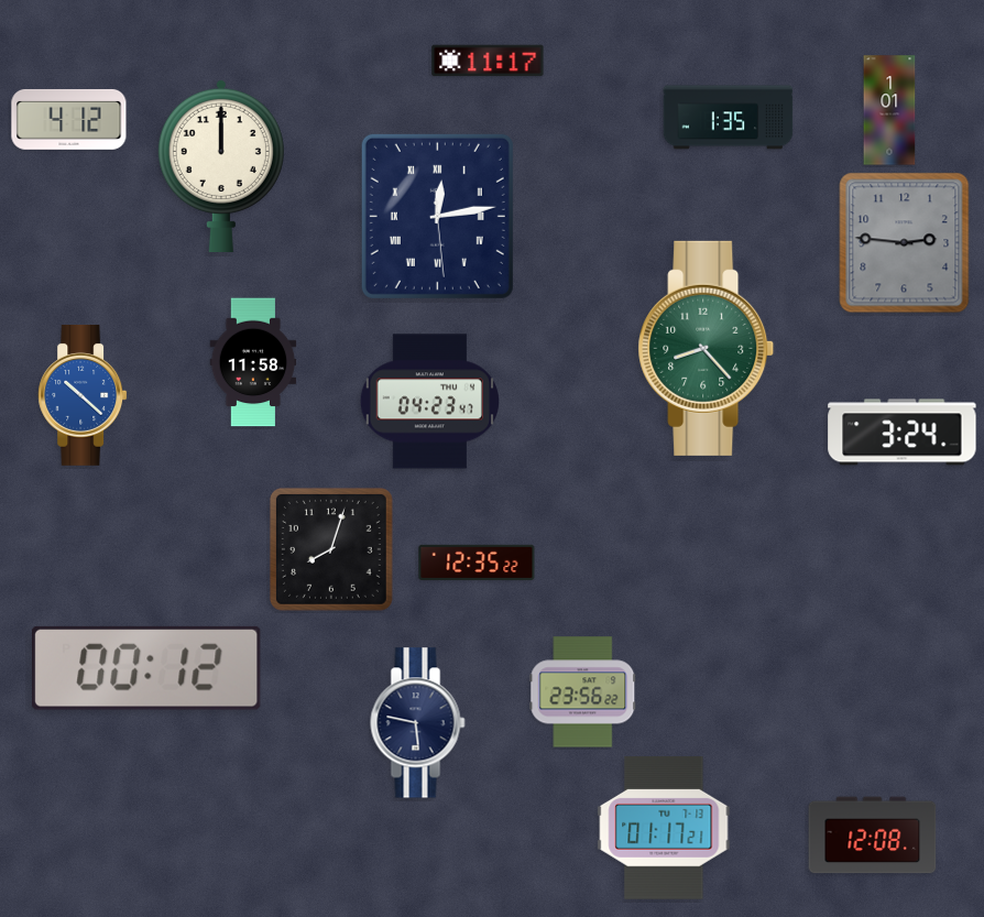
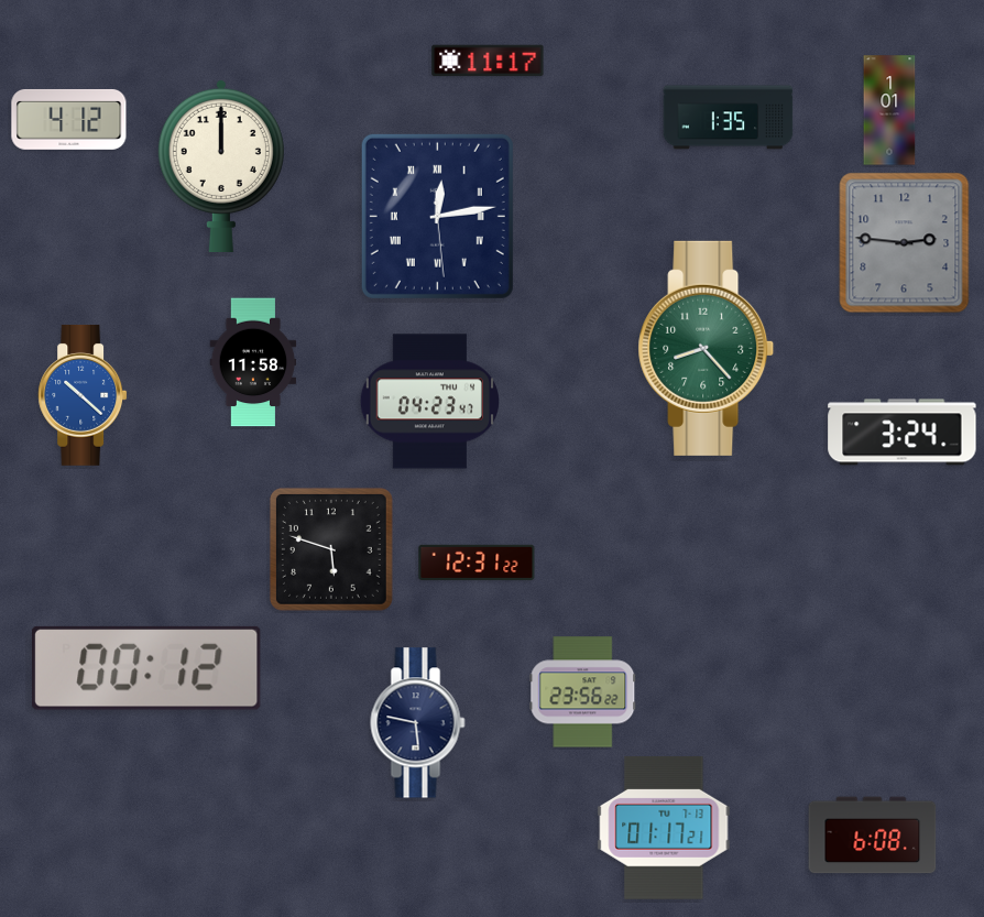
clock at (331, 549): 8:03 -> 5:48
clock at (477, 563): 12:35 -> 12:31
clock at (873, 836): 12:08 -> 6:08
